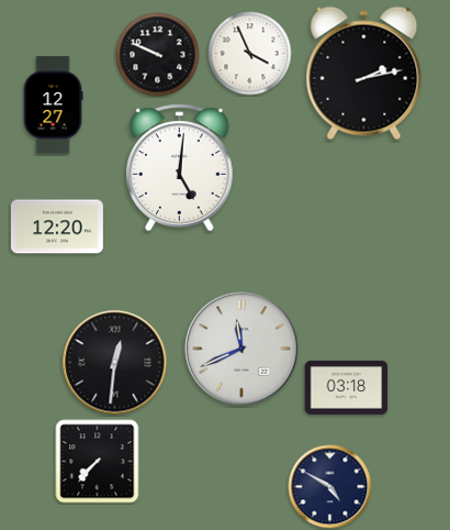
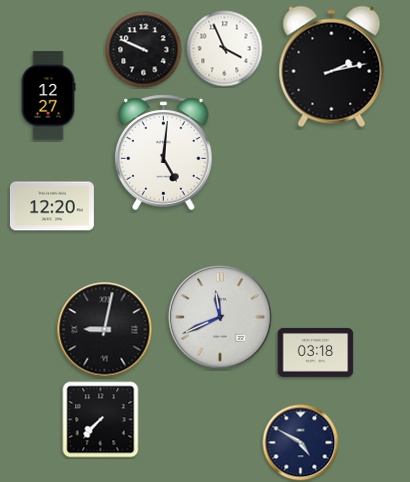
clock at (250, 54) position: (250, 54) -> (225, 49)
clock at (115, 363): 12:31 -> 9:02
clock at (98, 462) position: (98, 462) -> (101, 420)
